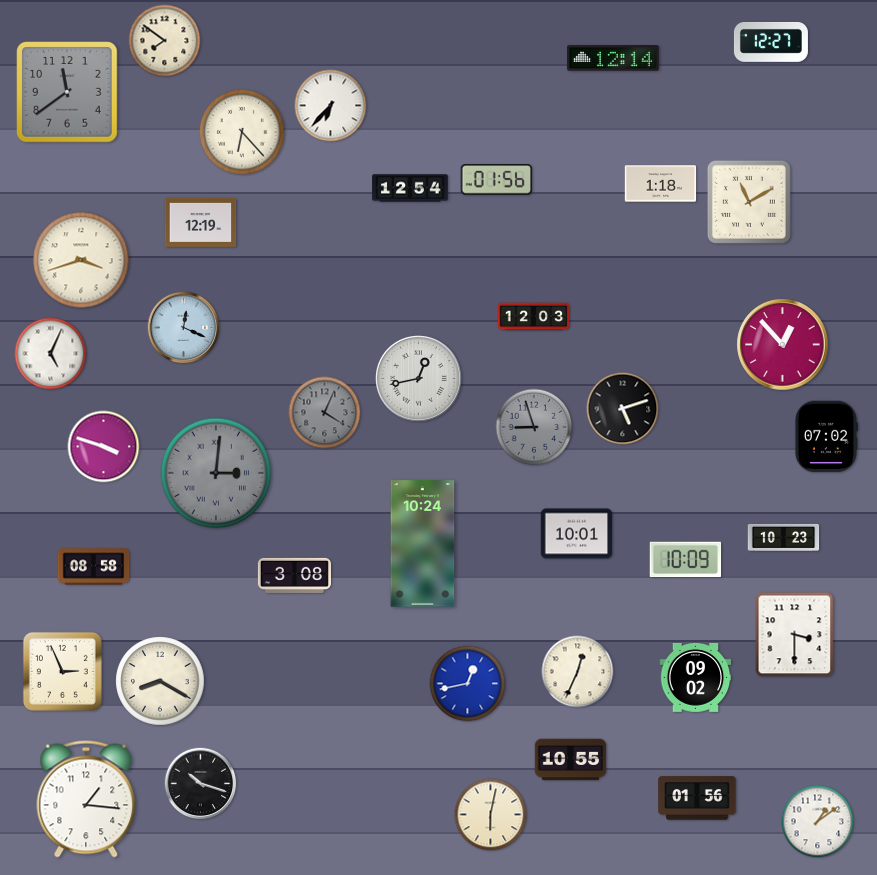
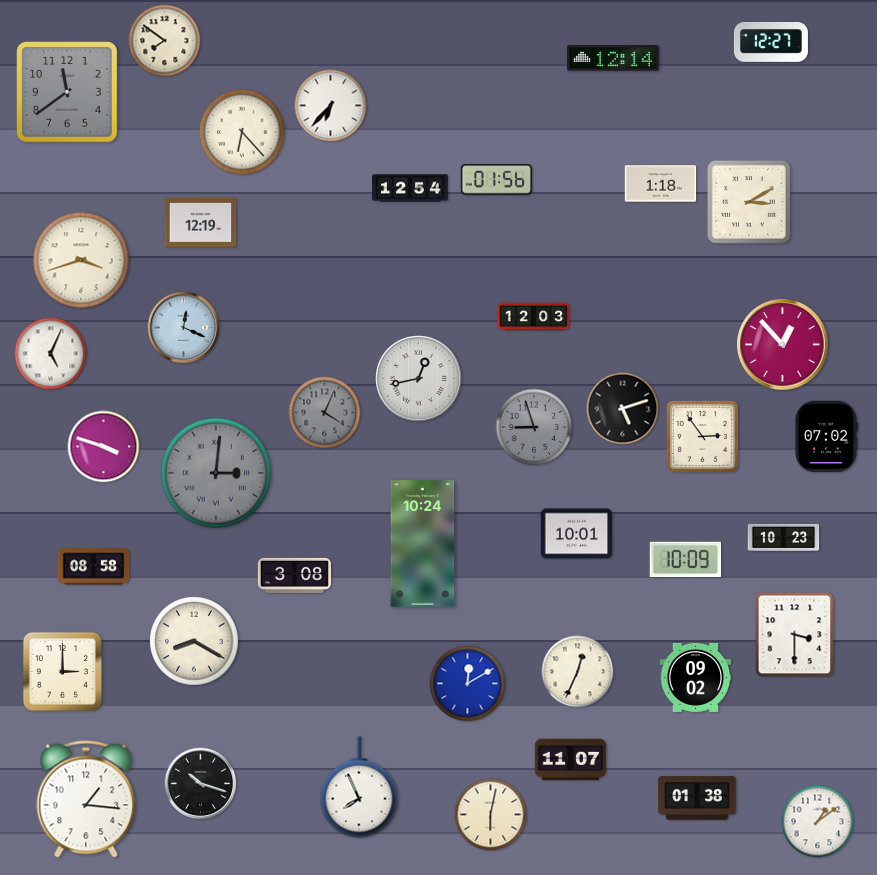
clock at (749, 202): 11:10 -> 3:10
clock at (702, 436): none -> 2:54
clock at (62, 671): 2:56 -> 3:00
clock at (160, 681) position: (160, 681) -> (194, 641)
clock at (468, 684): 12:43 -> 12:10
clock at (571, 760): 10:55 -> 11:07
clock at (359, 787): none -> 7:56
clock at (697, 798): 01:56 -> 01:38
